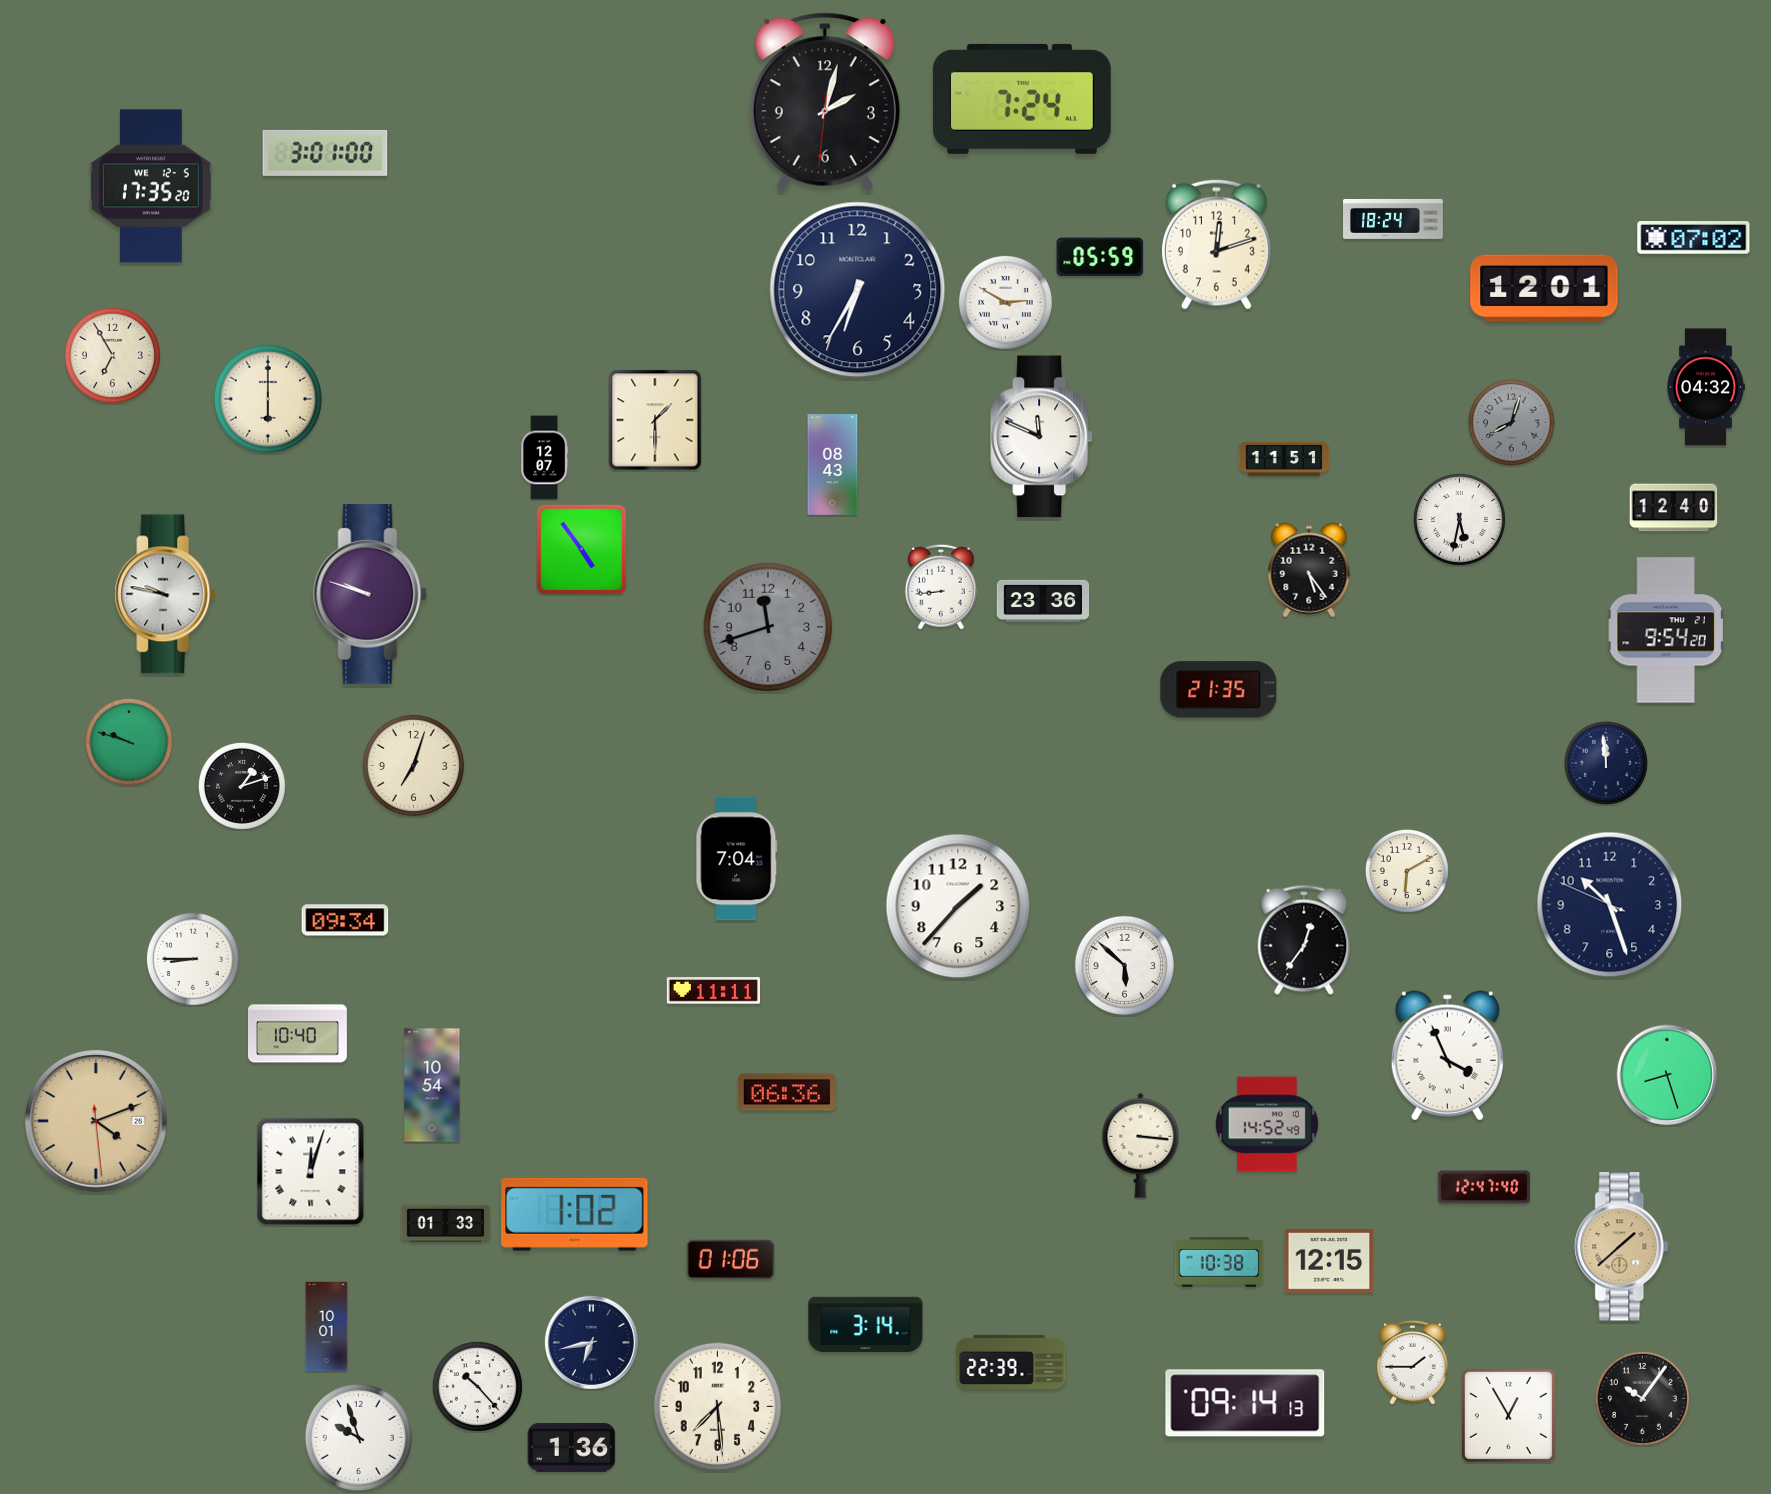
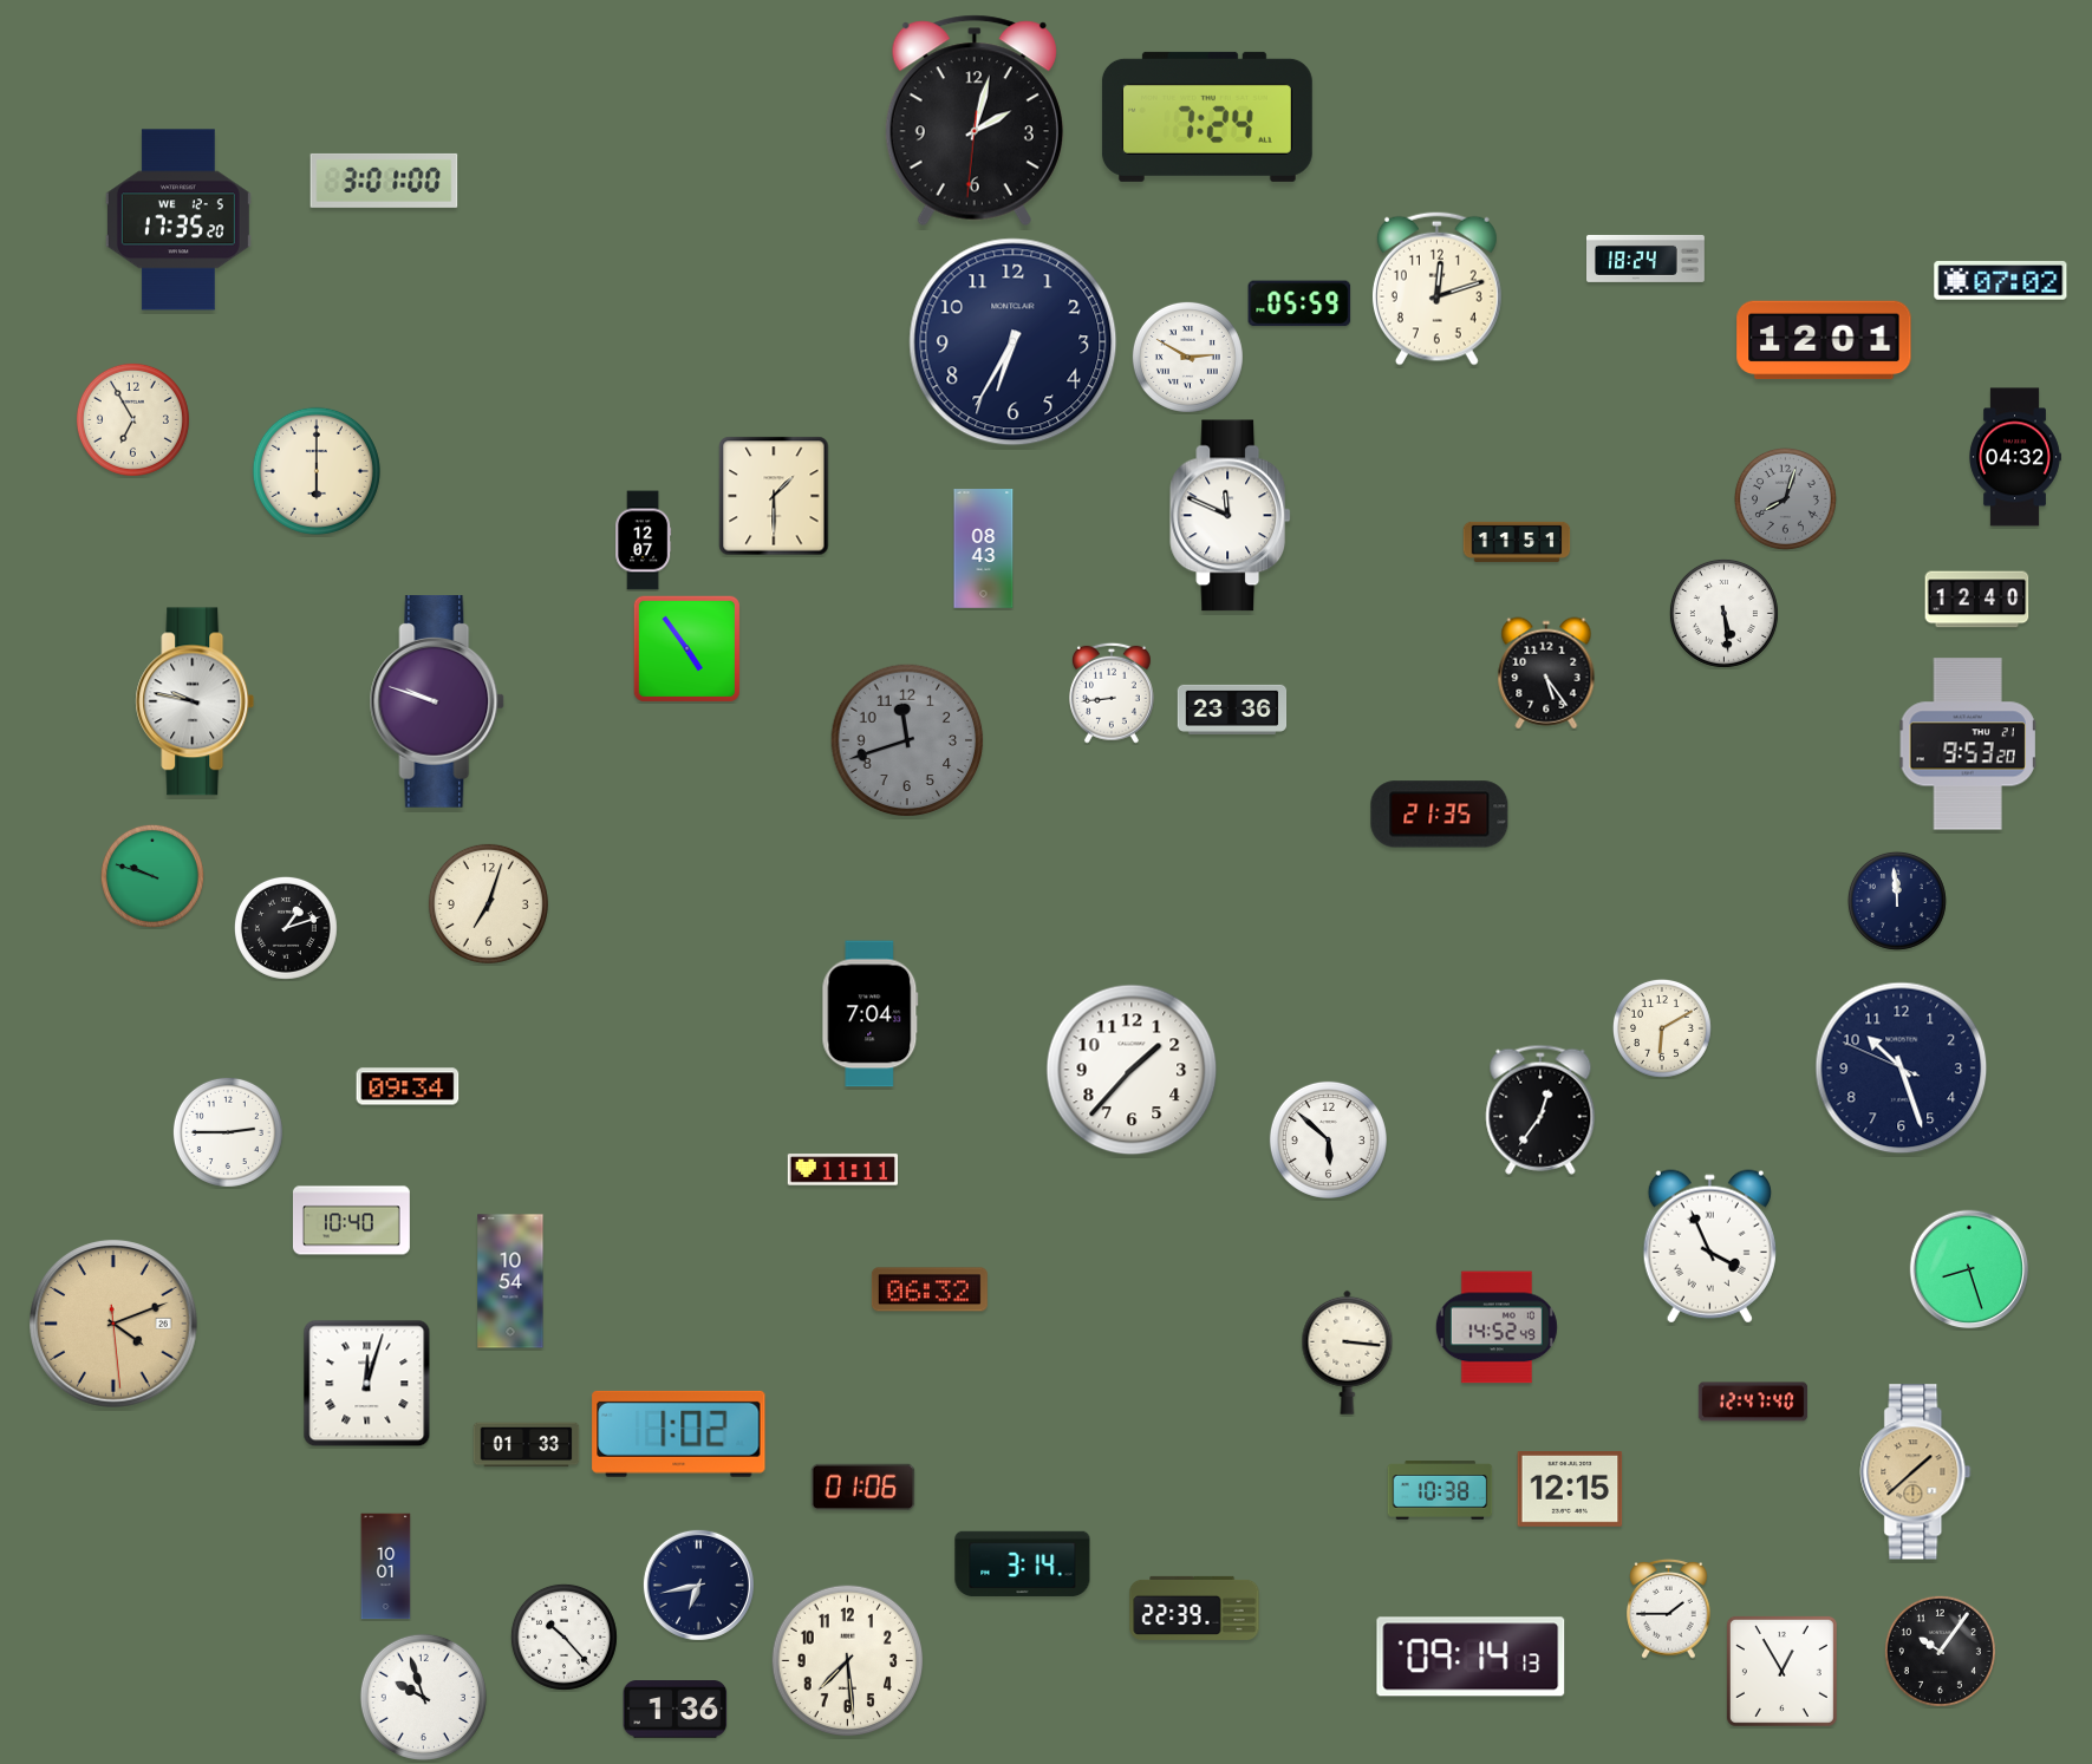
clock at (1459, 519): 5:32 -> 5:29
clock at (1666, 630): 9:54 -> 9:53
clock at (193, 959): 8:45 -> 2:45
clock at (787, 1092): 06:36 -> 06:32
